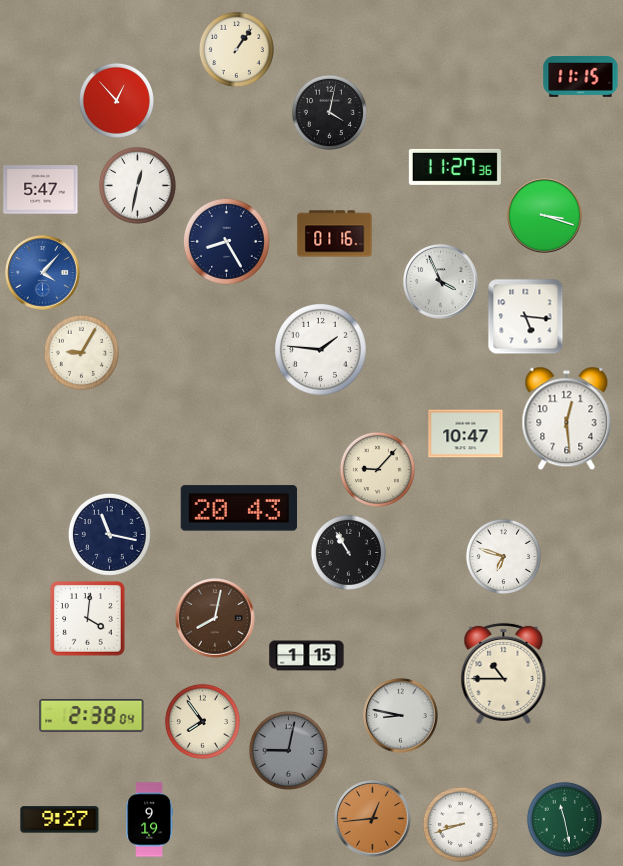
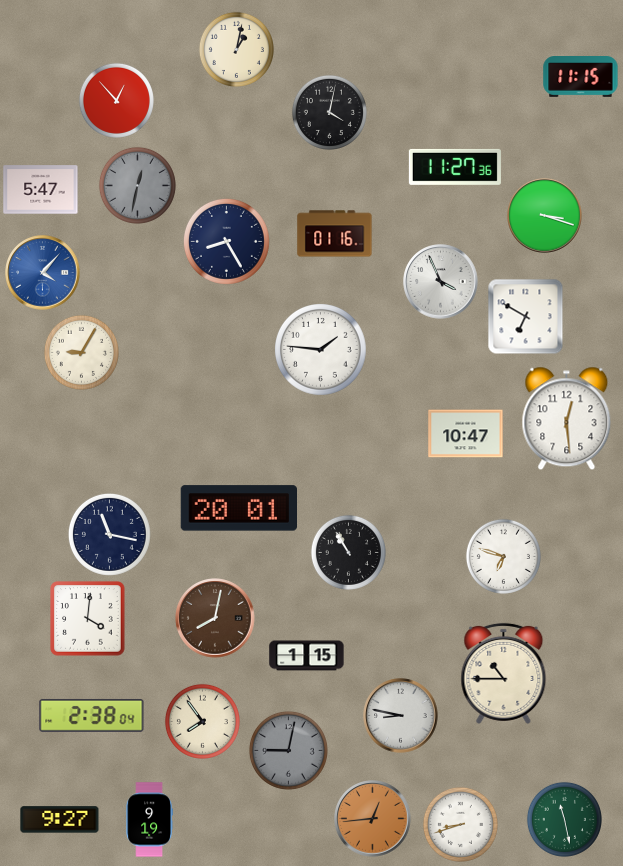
clock at (236, 49): 1:06 -> 1:02
clock at (137, 185) dial: white -> grey
clock at (526, 317): 5:16 -> 6:50
clock at (377, 469): 9:07 -> none
clock at (238, 508): 20:43 -> 20:01
